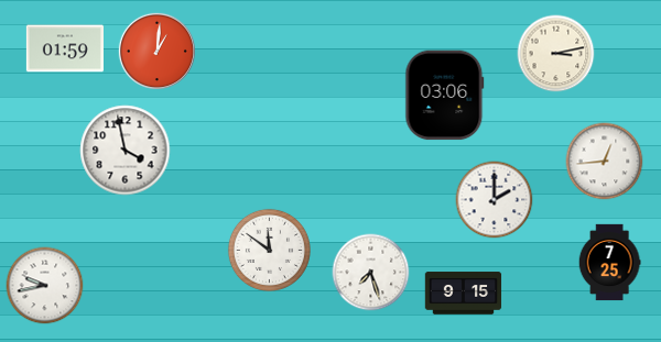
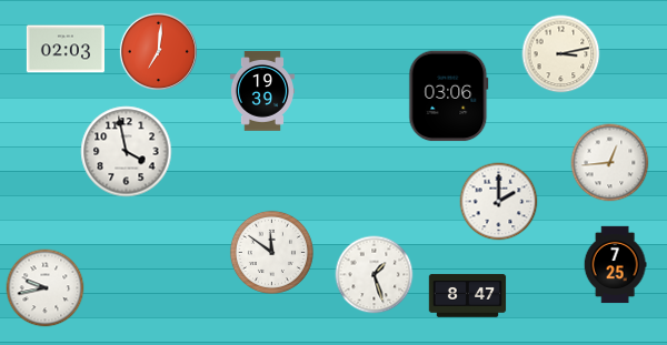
clock at (65, 48): 01:59 -> 02:03
clock at (156, 51): 1:01 -> 7:01
clock at (262, 91): none -> 19:39
clock at (371, 273): 7:27 -> 1:27
clock at (464, 294): 9:15 -> 8:47
